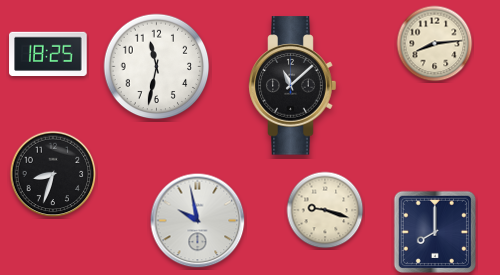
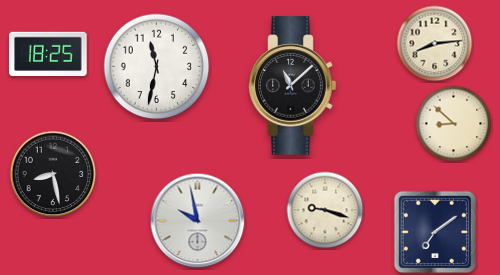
clock at (454, 124): none -> 8:52
clock at (53, 174): 8:33 -> 8:28
clock at (434, 231): 8:00 -> 7:09
